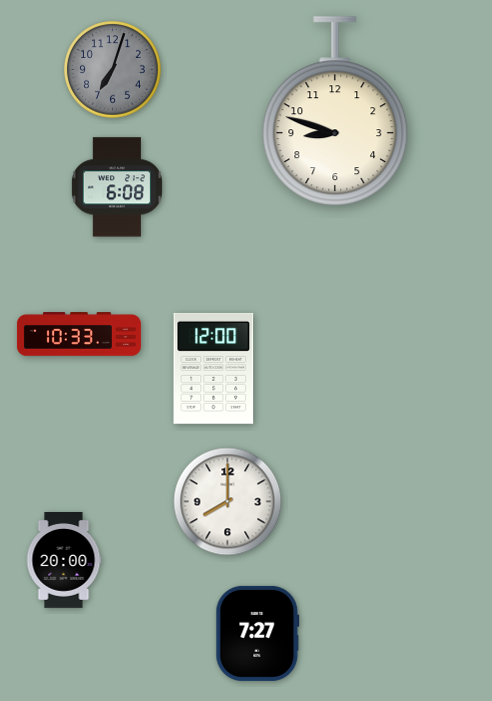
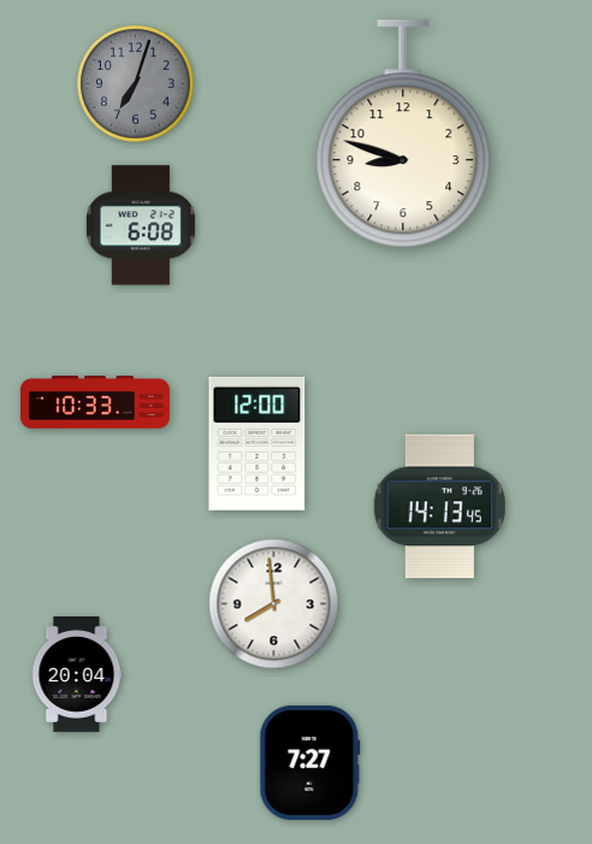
clock at (439, 507): none -> 14:13
clock at (228, 502): 8:00 -> 7:59
clock at (64, 561): 20:00 -> 20:04
